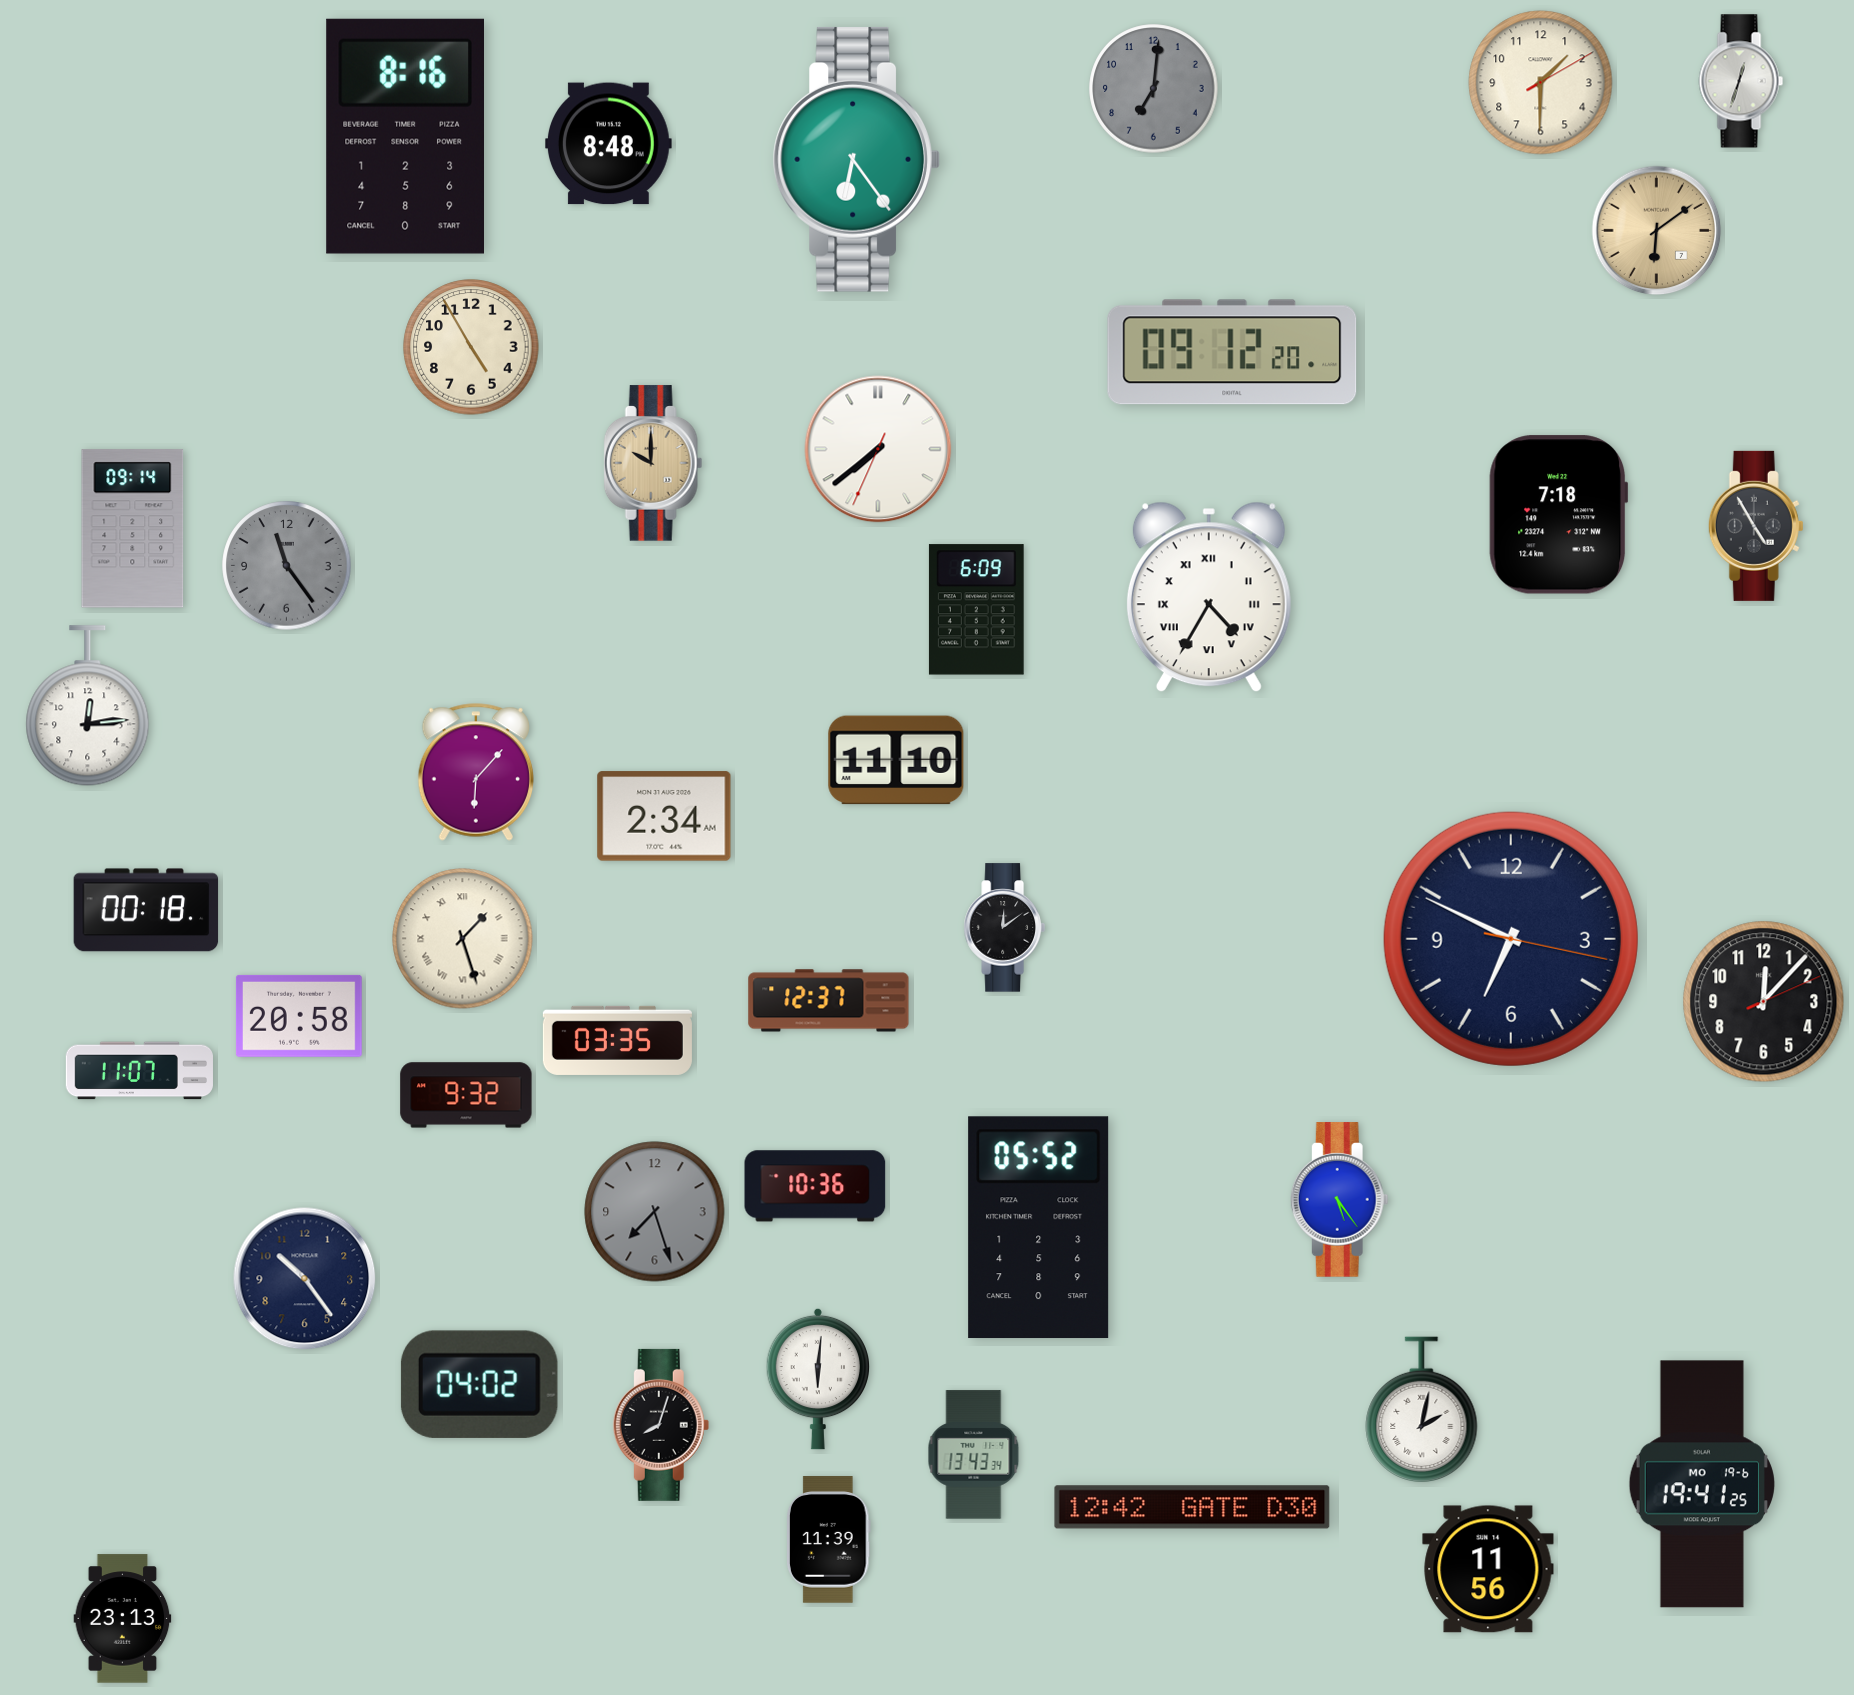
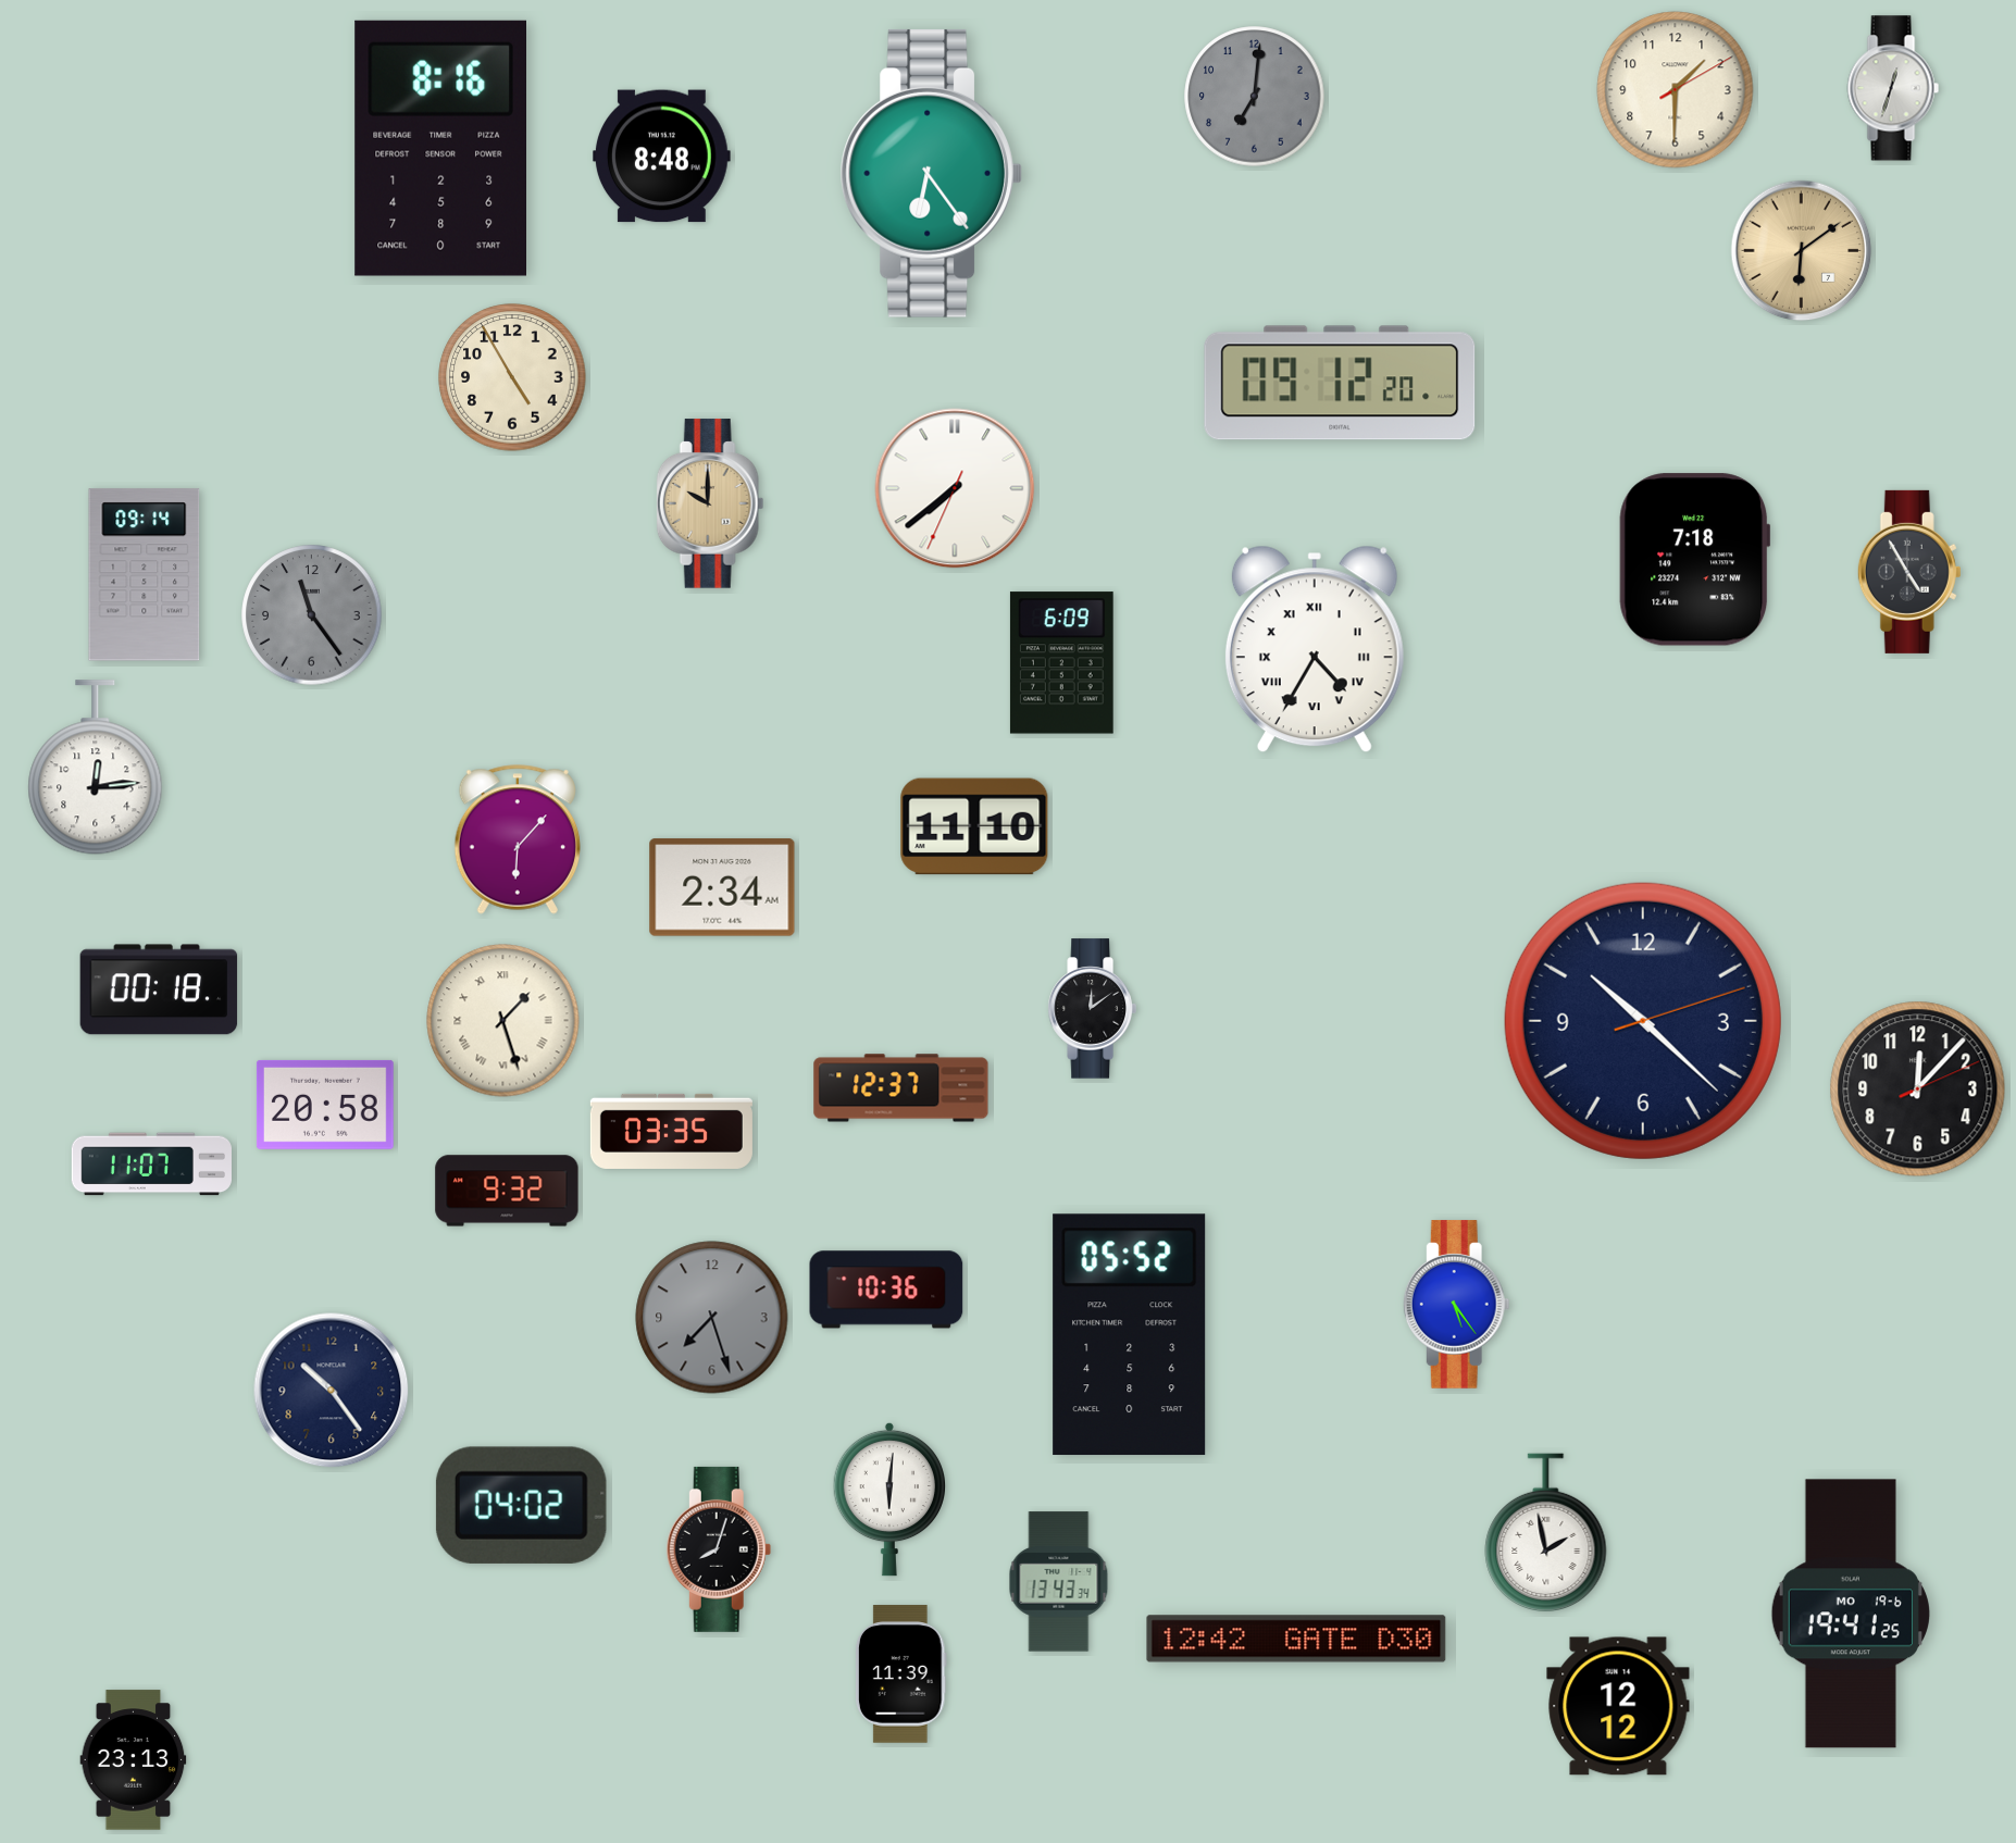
clock at (1511, 939): 6:49 -> 10:22
clock at (1422, 1410): 2:02 -> 1:58
clock at (1488, 1569): 11:56 -> 12:12
